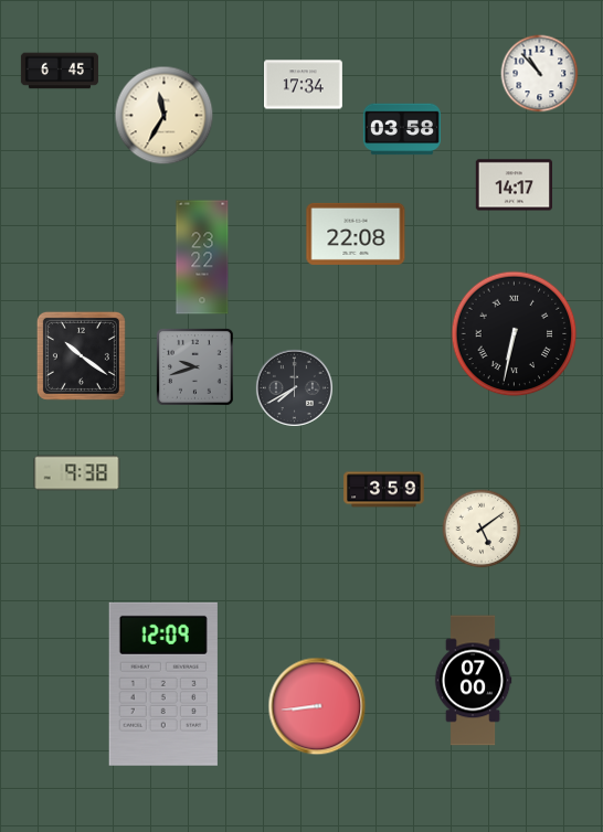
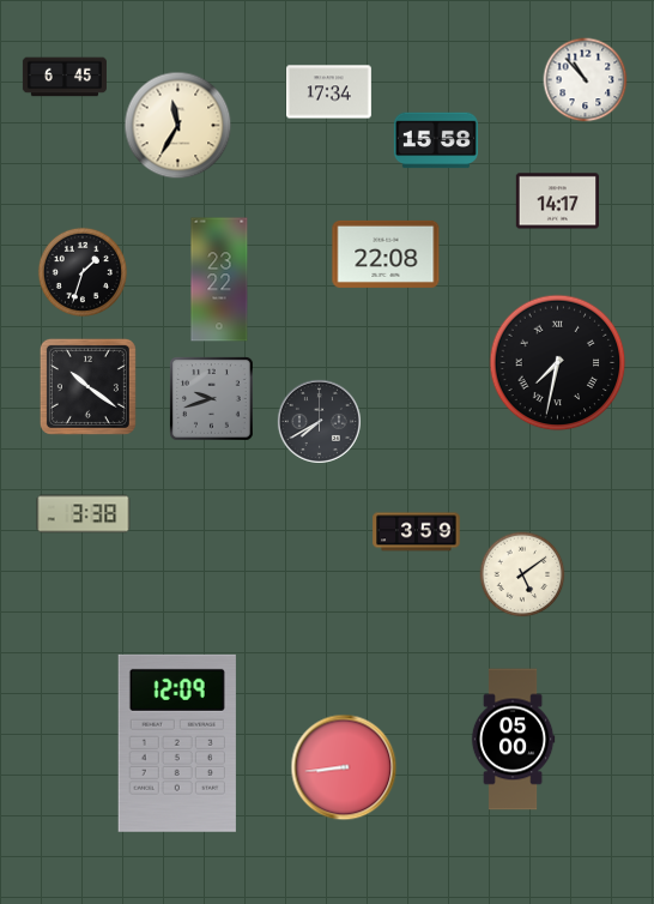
clock at (402, 129): 03:58 -> 15:58
clock at (83, 272): none -> 1:33
clock at (515, 334): 6:32 -> 7:32
clock at (77, 473): 9:38 -> 3:38
clock at (473, 681): 07:00 -> 05:00
